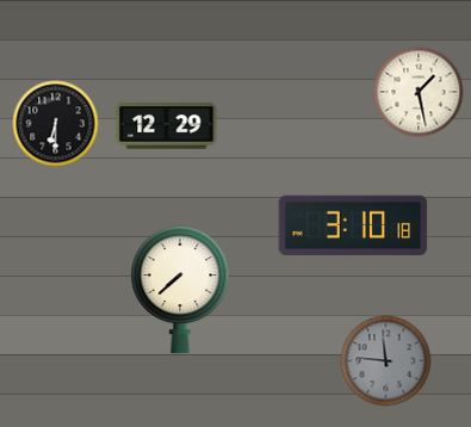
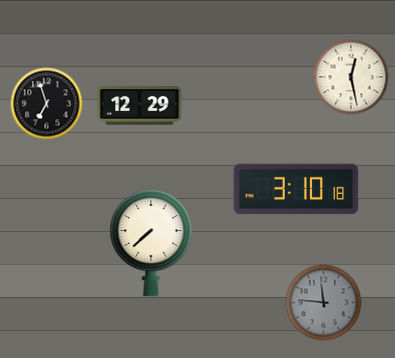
clock at (419, 92): 1:28 -> 12:28
clock at (56, 124): 6:30 -> 6:57
